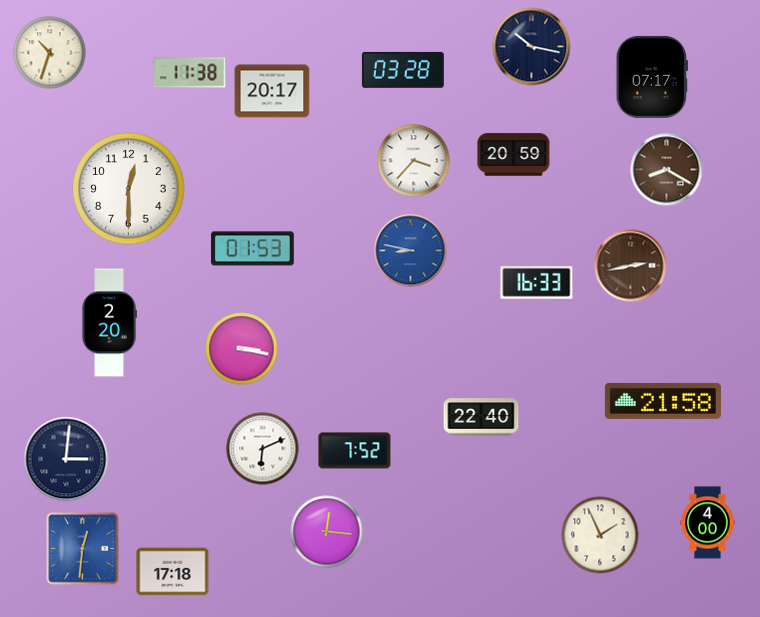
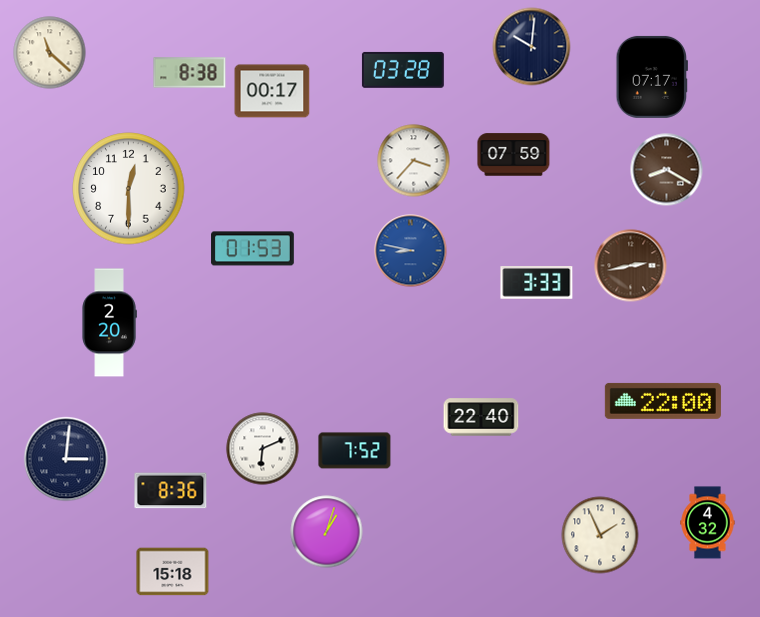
clock at (532, 47): 10:17 -> 10:01
clock at (50, 53): 10:33 -> 11:22
clock at (190, 73): 11:38 -> 8:38
clock at (272, 91): 20:17 -> 00:17
clock at (514, 155): 20:59 -> 07:59
clock at (537, 283): 16:33 -> 3:33
clock at (242, 349): 3:17 -> none
clock at (663, 401): 21:58 -> 22:00
clock at (171, 491): none -> 8:36
clock at (708, 523): 4:00 -> 4:32
clock at (327, 532): 12:16 -> 1:03
clock at (83, 549): 12:31 -> none
clock at (173, 572): 17:18 -> 15:18
